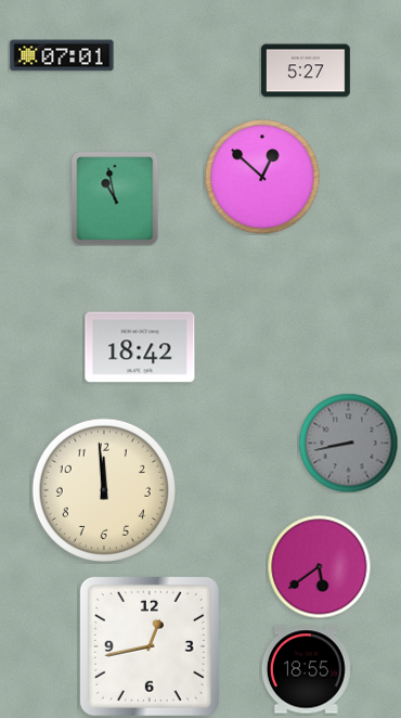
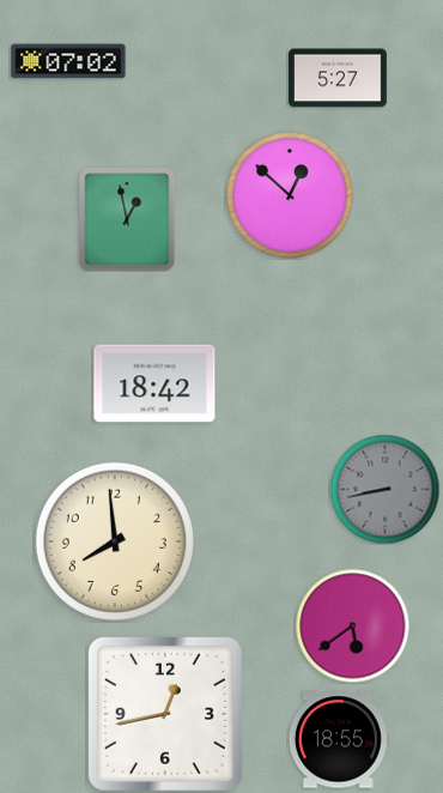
clock at (62, 55): 07:01 -> 07:02
clock at (115, 198): 10:58 -> 12:58
clock at (104, 490): 11:59 -> 7:59
